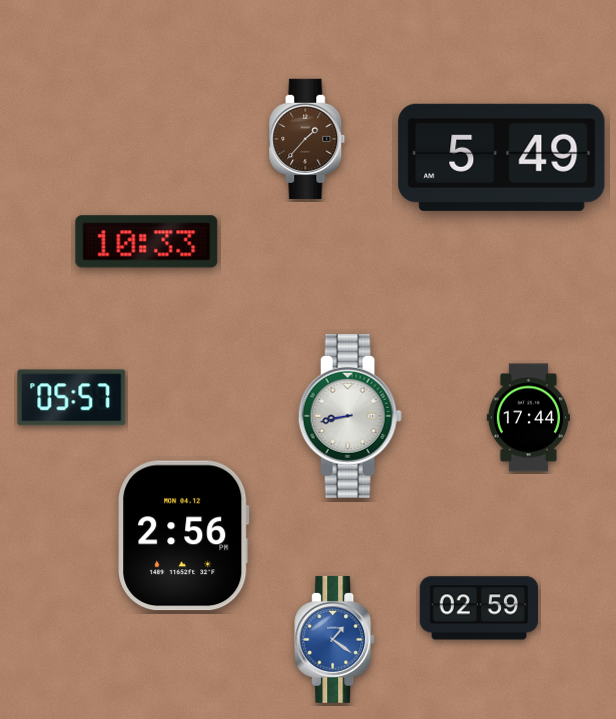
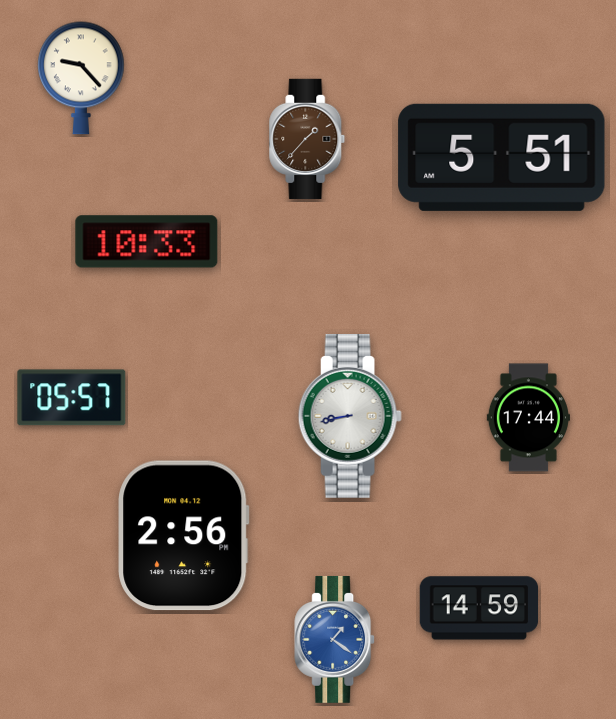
clock at (82, 78): none -> 9:23
clock at (502, 157): 5:49 -> 5:51
clock at (479, 608): 02:59 -> 14:59
